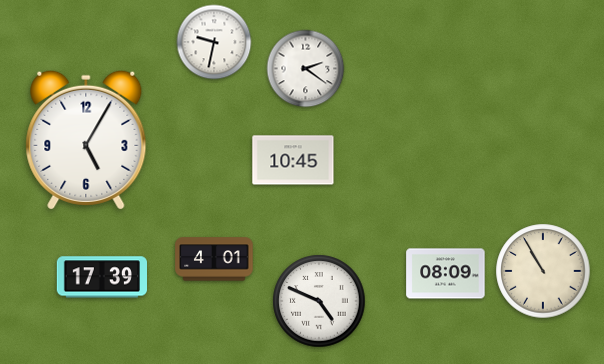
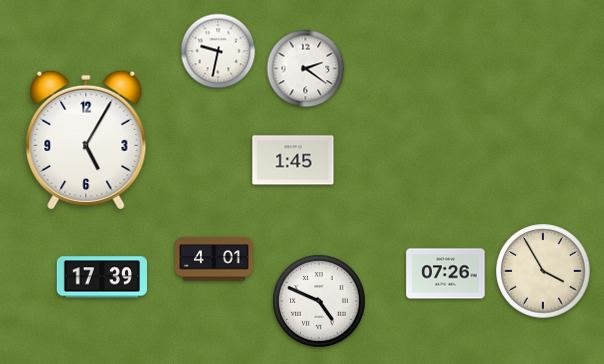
clock at (214, 42) position: (214, 42) -> (218, 51)
clock at (293, 160): 10:45 -> 1:45
clock at (543, 271): 10:55 -> 3:55
clock at (446, 274): 08:09 -> 07:26
